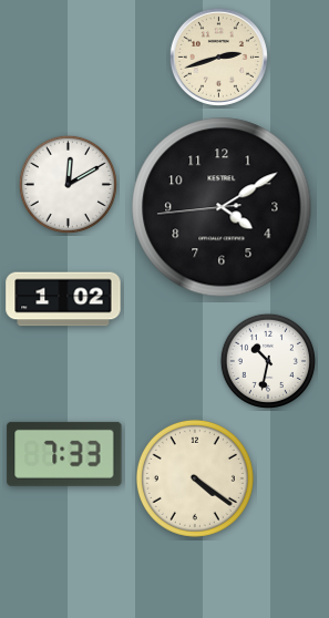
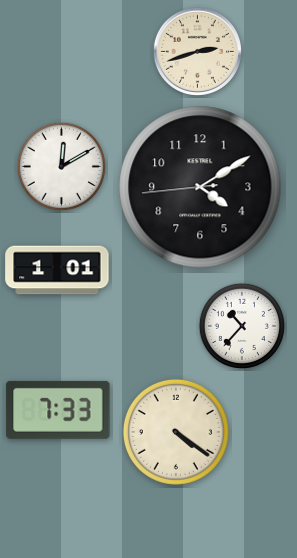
clock at (63, 299): 1:02 -> 1:01
clock at (268, 361): 10:32 -> 10:37
